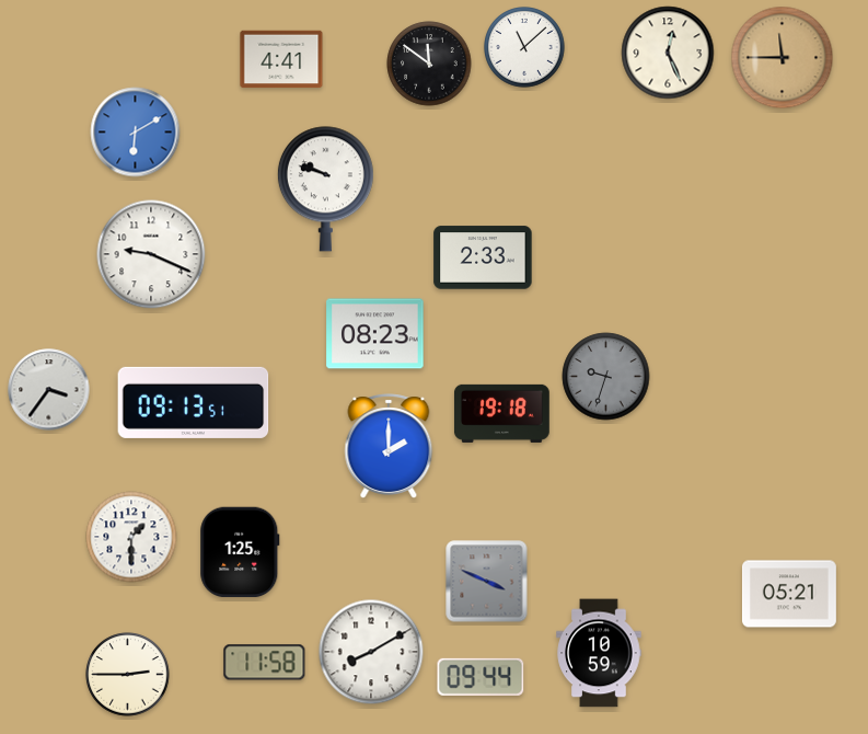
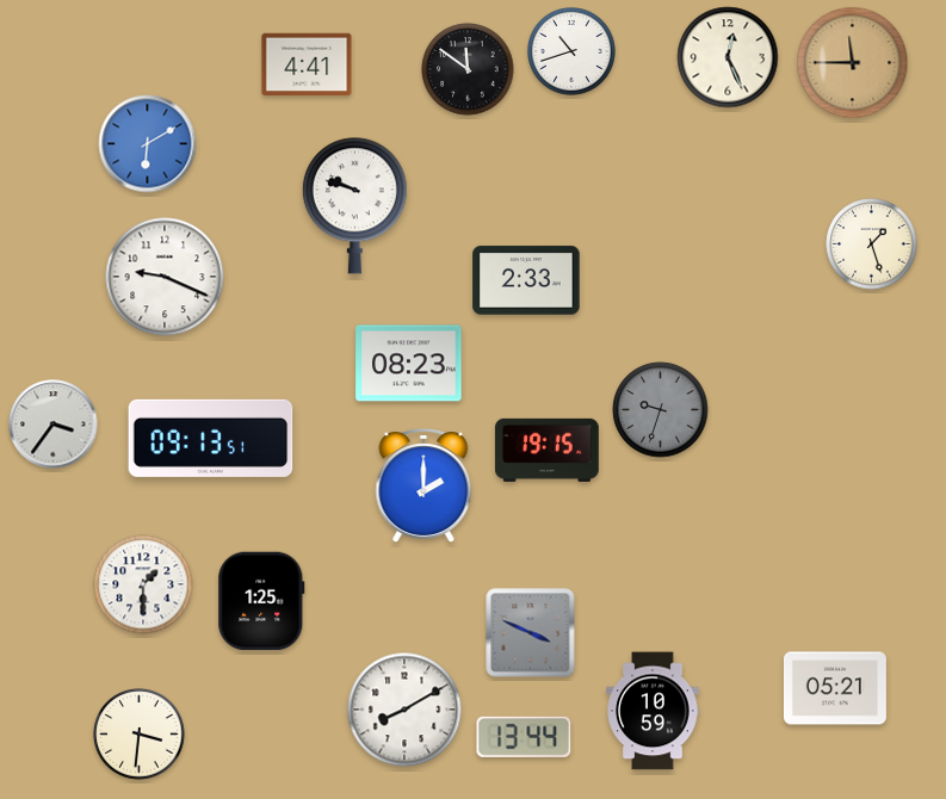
clock at (524, 47): 11:08 -> 10:42
clock at (872, 244): none -> 1:27
clock at (502, 413): 19:18 -> 19:15
clock at (789, 594) position: (789, 594) -> (835, 688)
clock at (265, 663): 11:58 -> none
clock at (128, 675): 2:45 -> 3:31
clock at (481, 677): 09:44 -> 13:44
